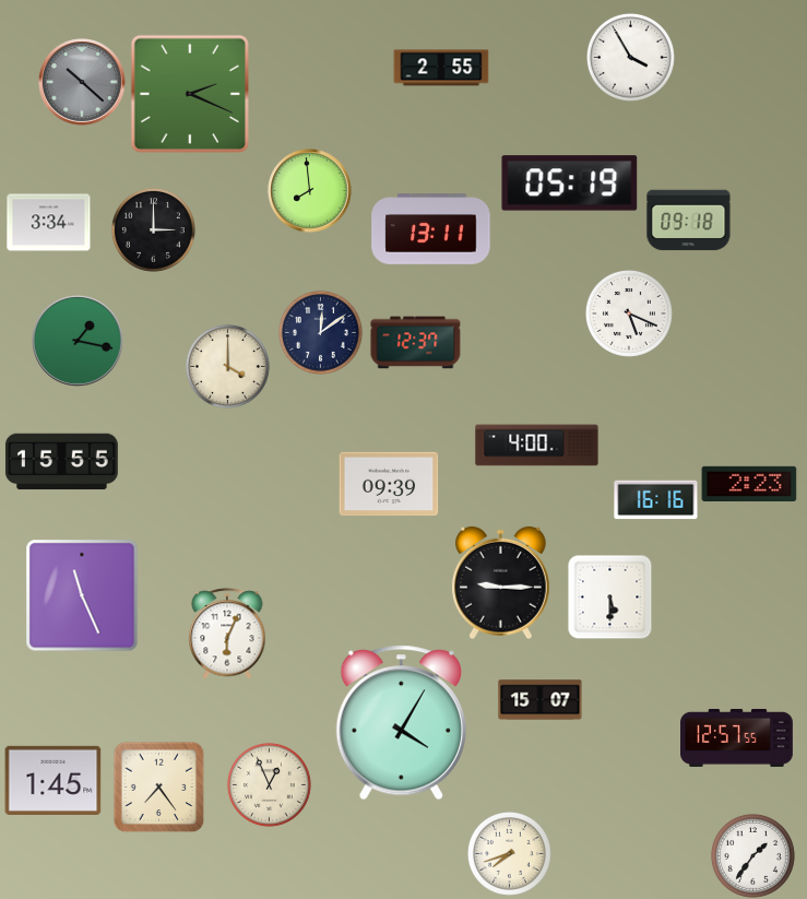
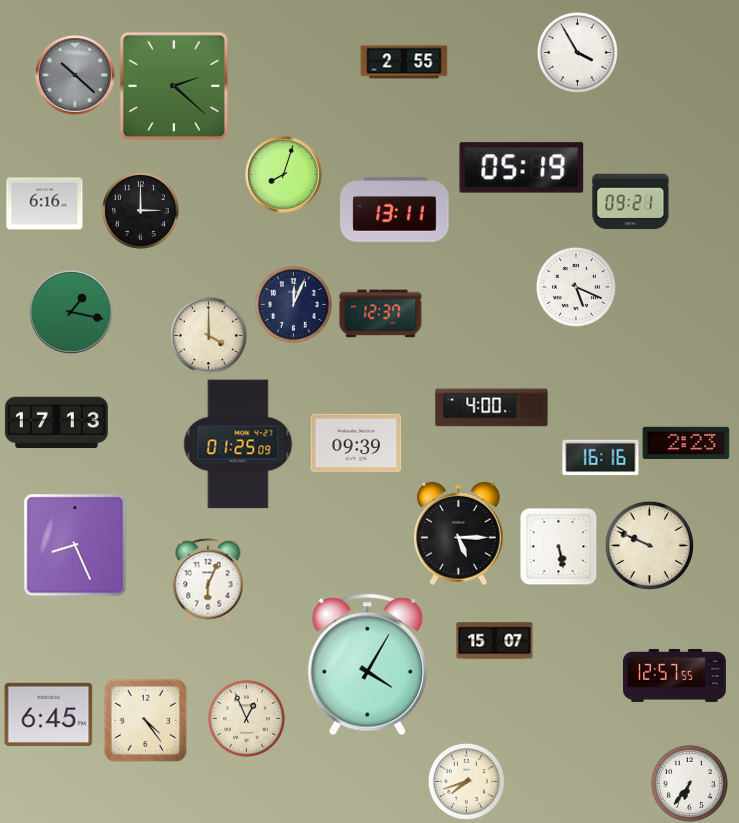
clock at (190, 94): 2:19 -> 2:22
clock at (310, 191): 7:59 -> 8:03
clock at (689, 221): 09:18 -> 09:21
clock at (49, 223): 3:34 -> 6:16
clock at (320, 332): 12:09 -> 12:04
clock at (61, 462): 15:55 -> 17:13
clock at (238, 444): none -> 01:25
clock at (501, 583): 9:15 -> 5:15
clock at (82, 595): 11:26 -> 8:26
clock at (649, 545): none -> 9:49
clock at (609, 596): 5:30 -> 5:28
clock at (401, 723) position: (401, 723) -> (367, 665)
clock at (54, 780): 1:45 -> 6:45
clock at (158, 786): 7:24 -> 4:24
clock at (752, 855): 1:36 -> 6:36
